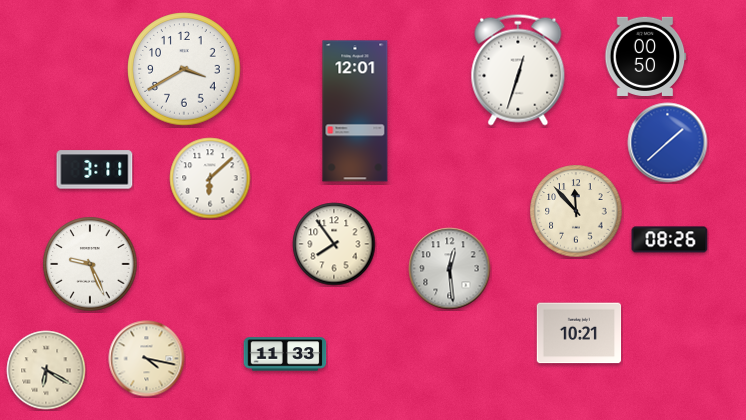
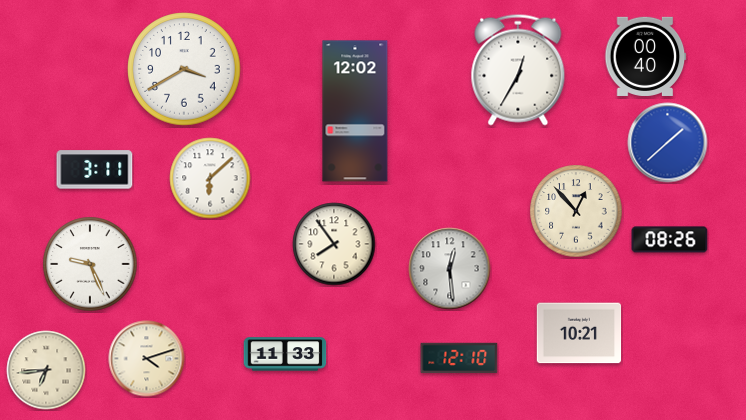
clock at (646, 56): 00:50 -> 00:40
clock at (518, 70): 12:33 -> 12:35
clock at (355, 111): 12:01 -> 12:02
clock at (576, 211): 11:53 -> 12:53
clock at (459, 358): none -> 12:10
clock at (147, 359): 4:17 -> 4:12
clock at (46, 370): 6:20 -> 6:44
